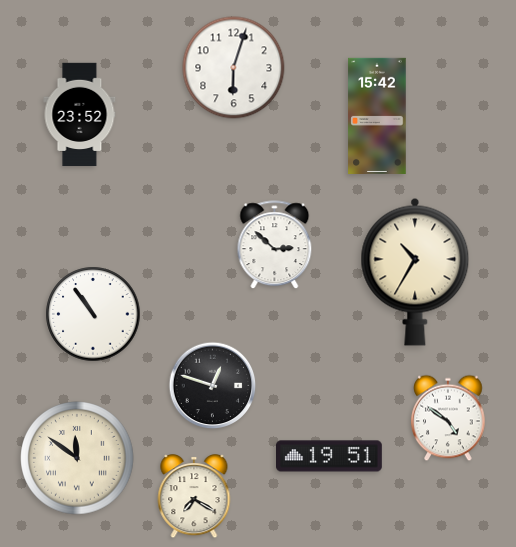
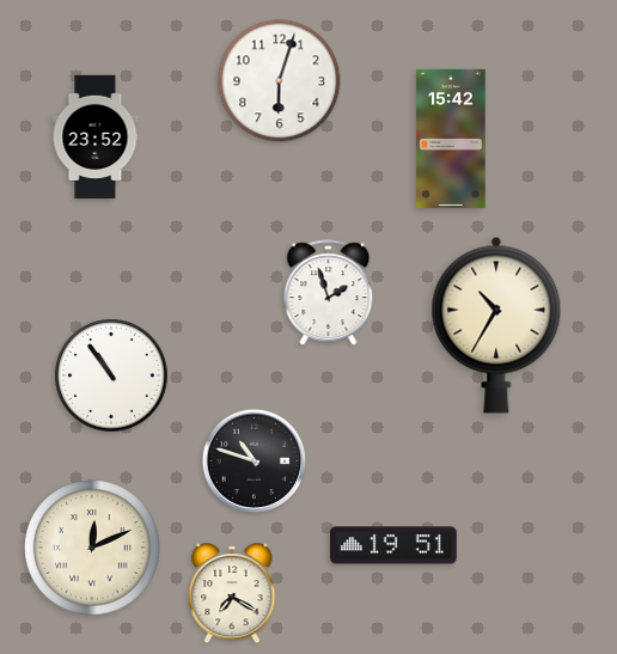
clock at (275, 245): 2:52 -> 1:57
clock at (213, 386): 12:48 -> 10:48
clock at (448, 418): 4:51 -> none
clock at (77, 458): 11:51 -> 12:11
